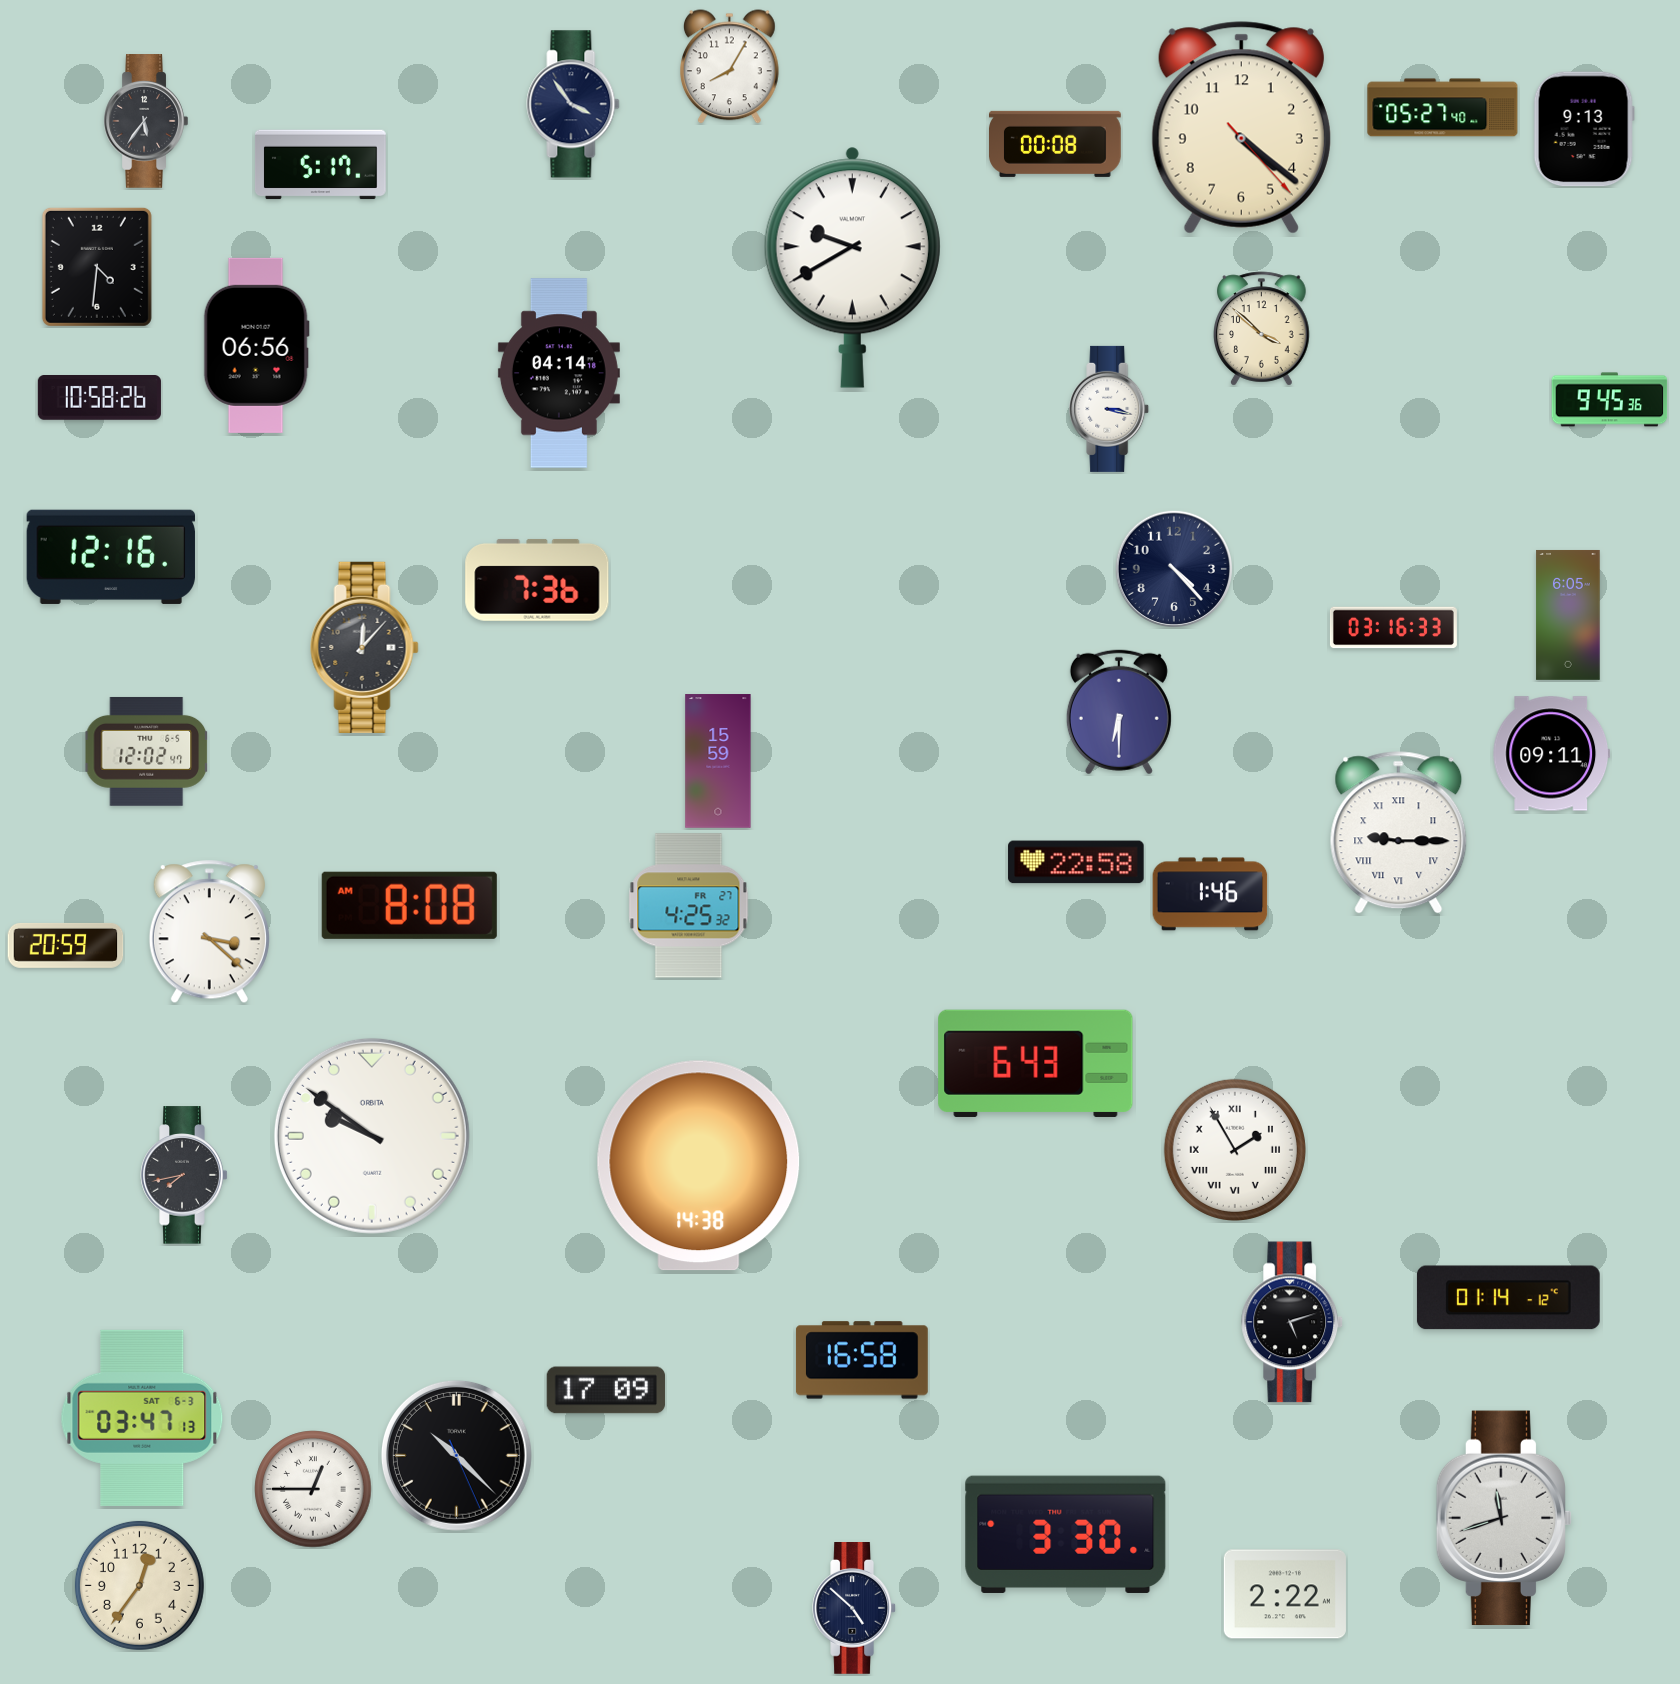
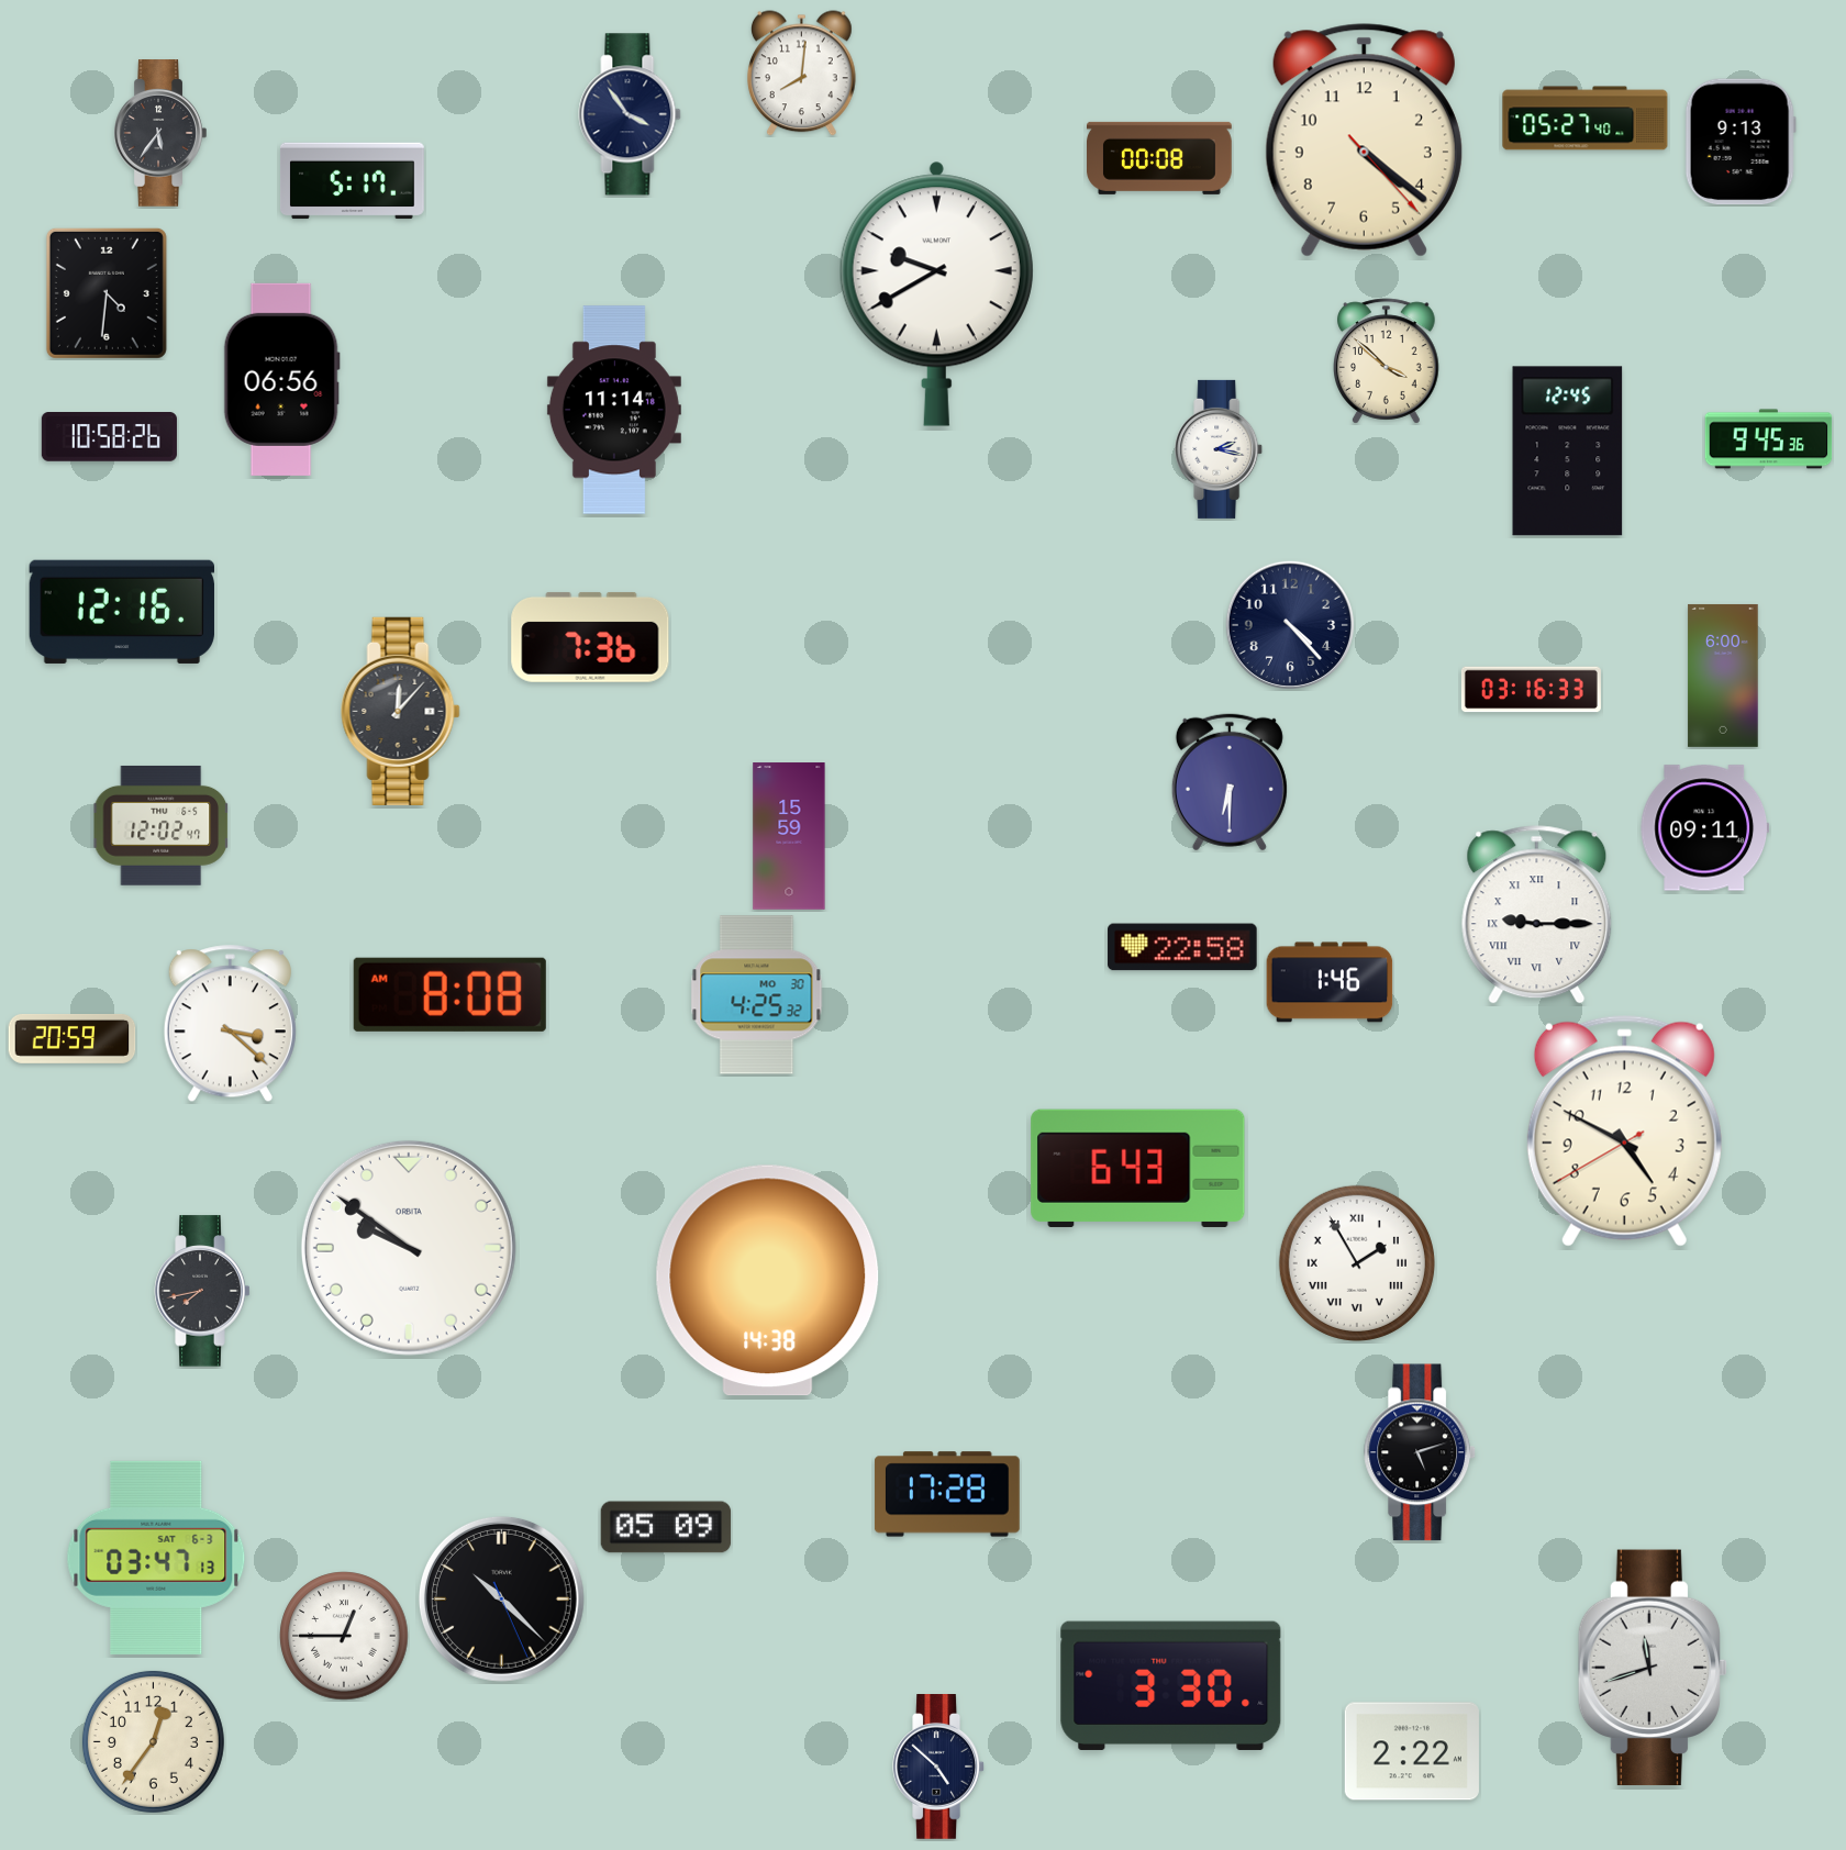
clock at (730, 67): 8:05 -> 8:01
clock at (559, 373): 04:14 -> 11:14
clock at (1110, 409): 3:17 -> 2:17
clock at (1568, 452): none -> 12:45
clock at (1568, 615): 6:05 -> 6:00
clock at (689, 906) date: FR 27 -> MO 30
clock at (1624, 1130): none -> 4:49
clock at (1508, 1298): 01:14 -> none
clock at (862, 1360): 16:58 -> 17:28
clock at (606, 1390): 17:09 -> 05:09
